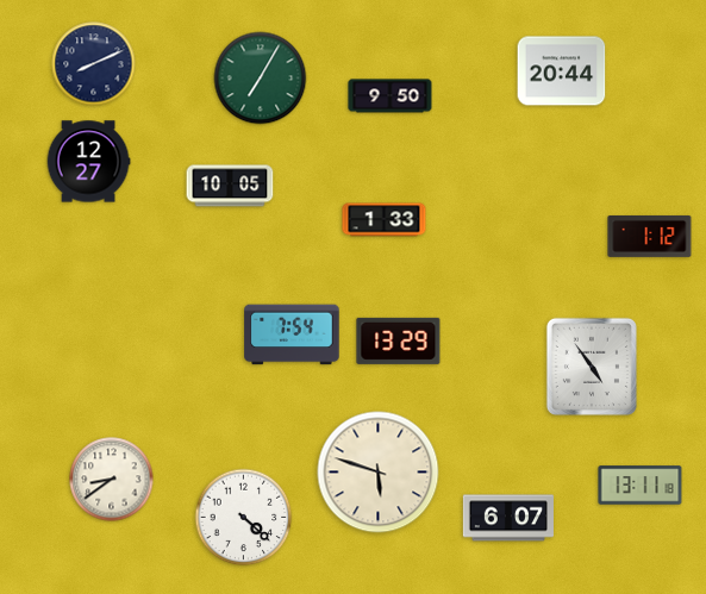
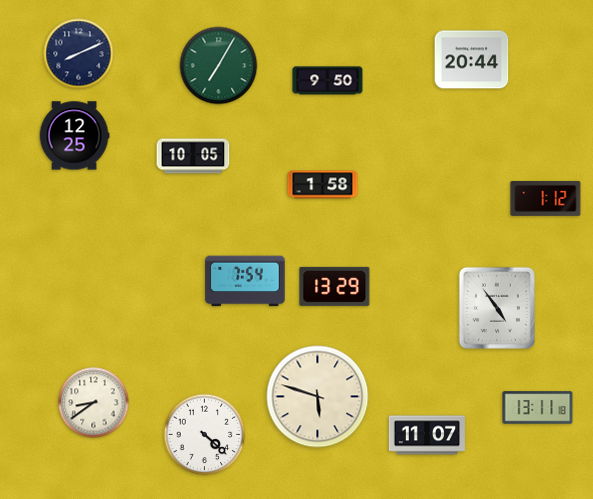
clock at (88, 162): 12:27 -> 12:25
clock at (385, 220): 1:33 -> 1:58
clock at (507, 518): 6:07 -> 11:07
